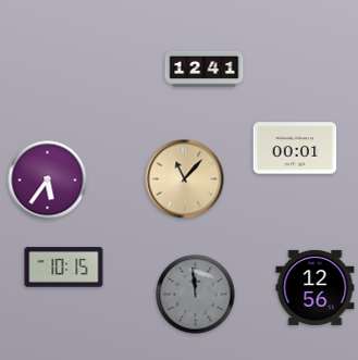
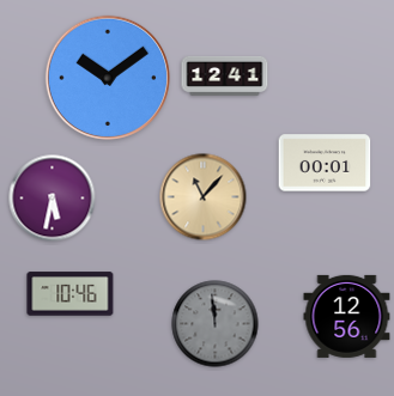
clock at (107, 77): none -> 10:09
clock at (48, 181): 5:36 -> 5:32
clock at (64, 268): 10:15 -> 10:46
